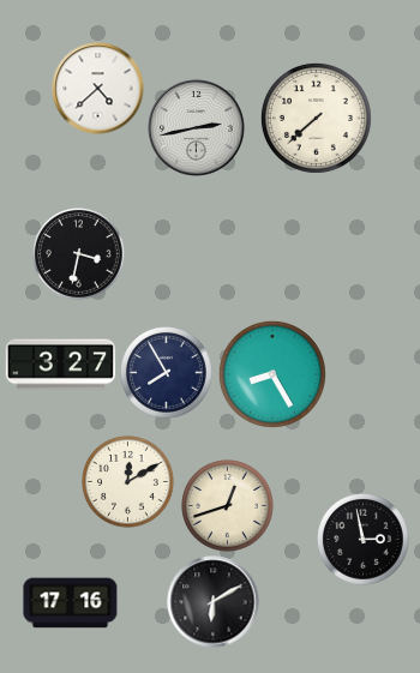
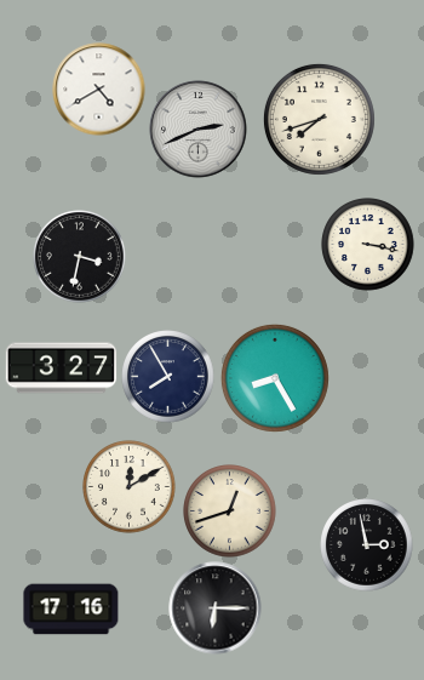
clock at (98, 89): 4:38 -> 4:40
clock at (316, 118): 7:38 -> 7:42
clock at (197, 128): 2:43 -> 2:41
clock at (368, 245): none -> 3:17
clock at (214, 602): 6:10 -> 6:15
